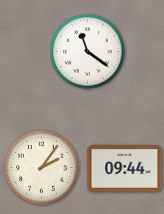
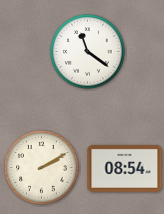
clock at (42, 168): 2:06 -> 2:10
clock at (125, 169): 09:44 -> 08:54
